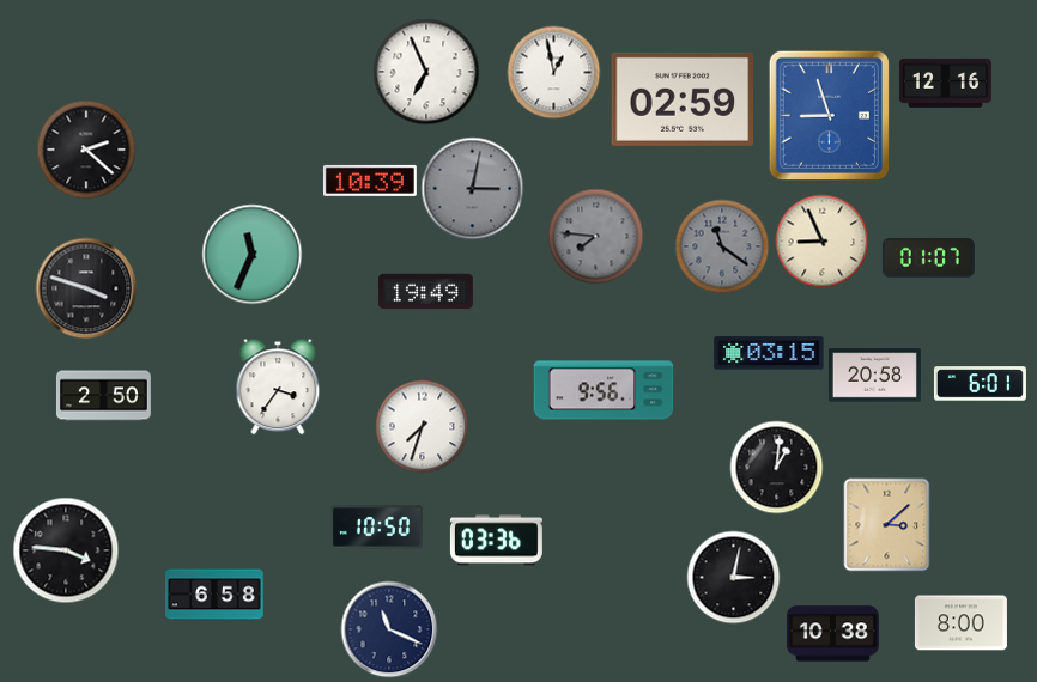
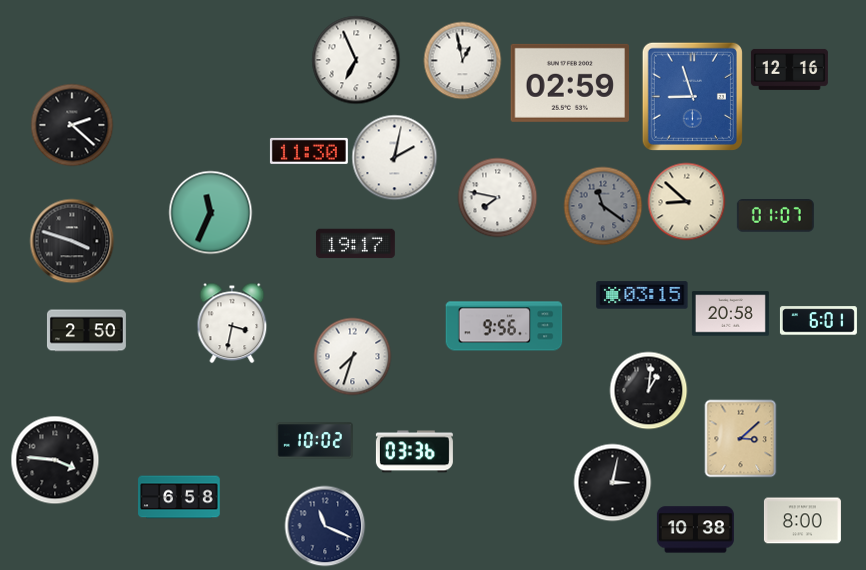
clock at (370, 181): 10:39 -> 11:30
clock at (472, 188): 3:02 -> 2:02
clock at (472, 188) dial: grey -> white
clock at (595, 236): 7:46 -> 7:47
clock at (595, 236) dial: grey -> white
clock at (821, 240): 8:56 -> 8:52
clock at (425, 292): 19:49 -> 19:17
clock at (278, 386): 3:36 -> 3:32
clock at (376, 528): 10:50 -> 10:02
